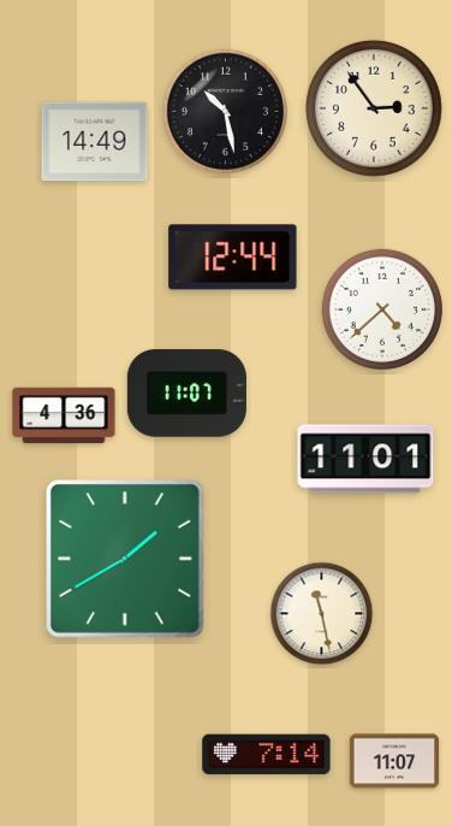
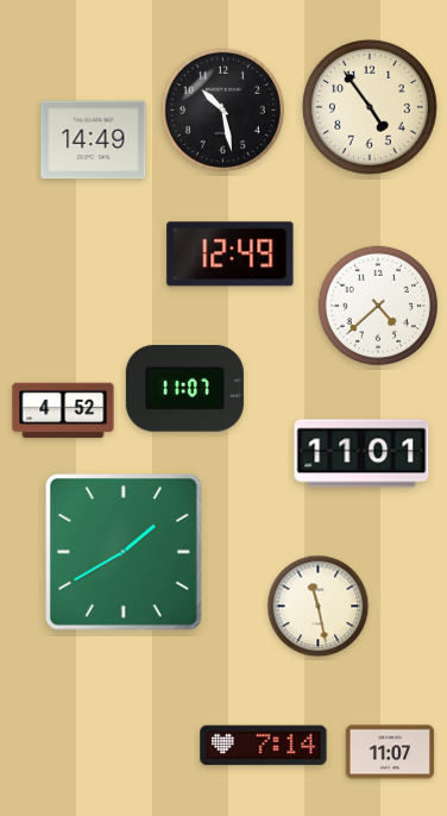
clock at (374, 108): 2:54 -> 4:54
clock at (233, 258): 12:44 -> 12:49
clock at (64, 415): 4:36 -> 4:52
